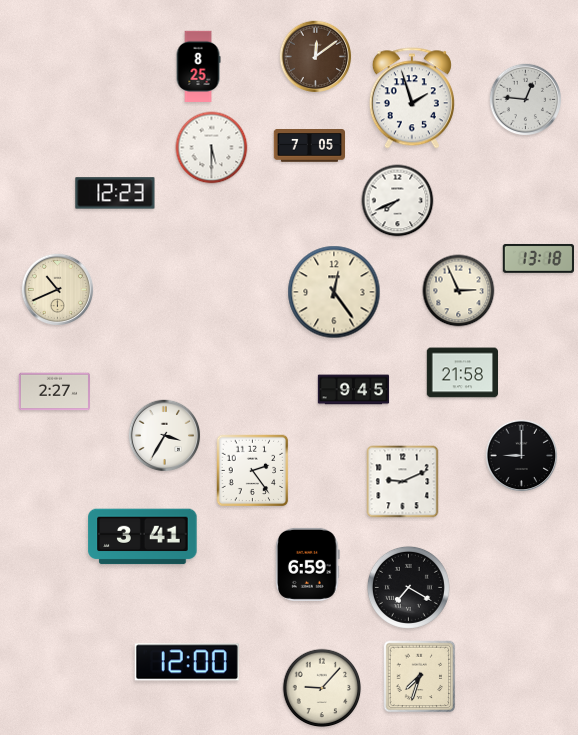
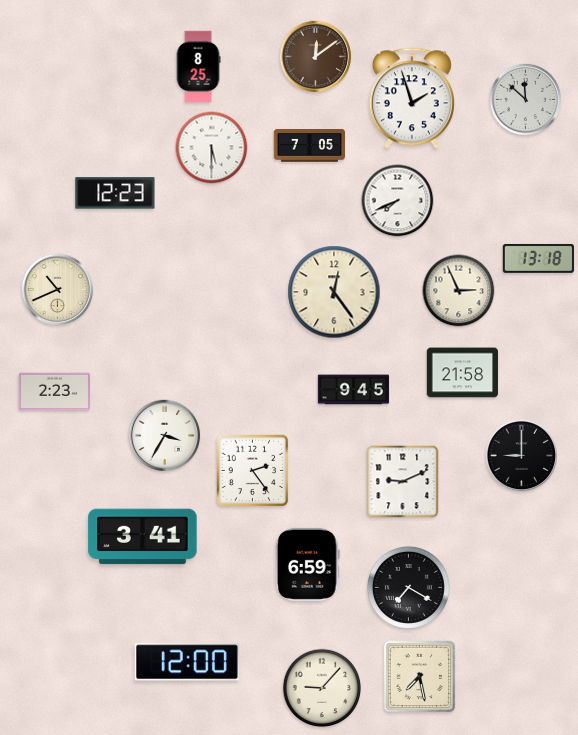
clock at (526, 100): 12:46 -> 11:52
clock at (54, 392): 2:27 -> 2:23
clock at (420, 677): 7:33 -> 7:28
